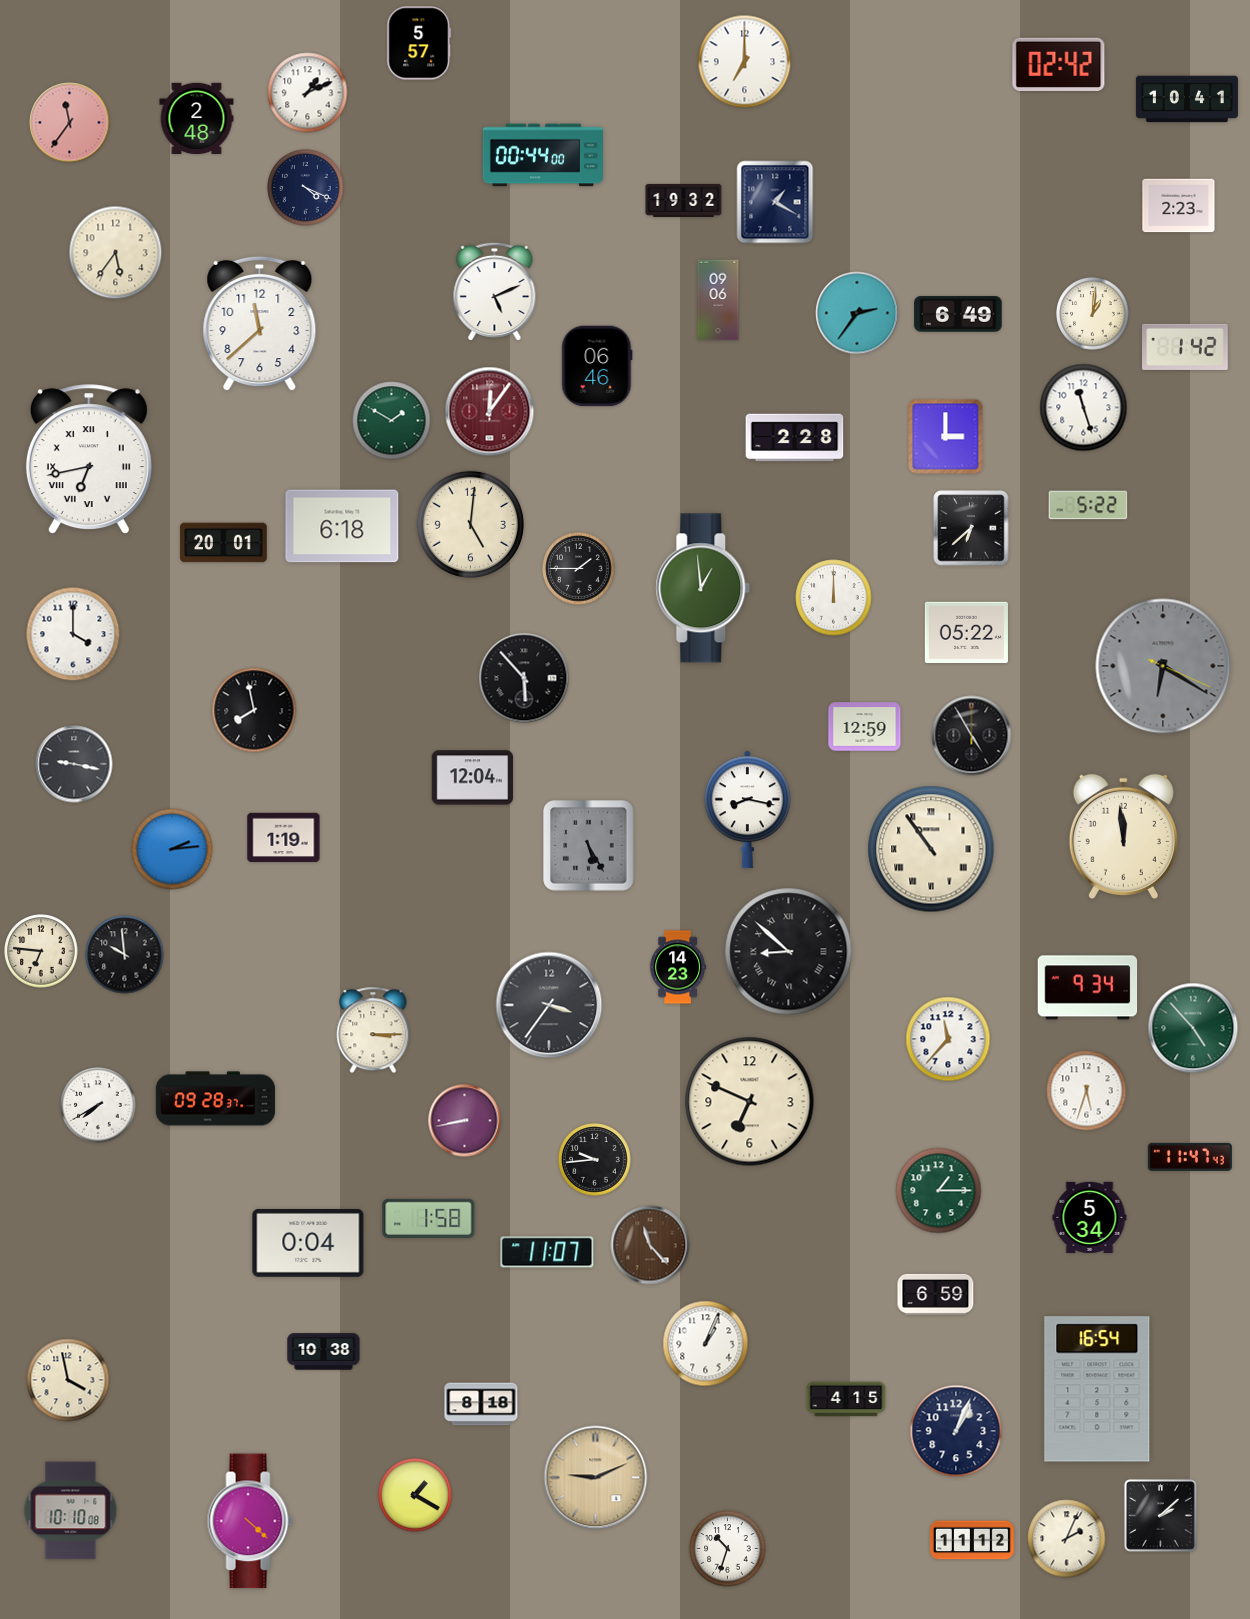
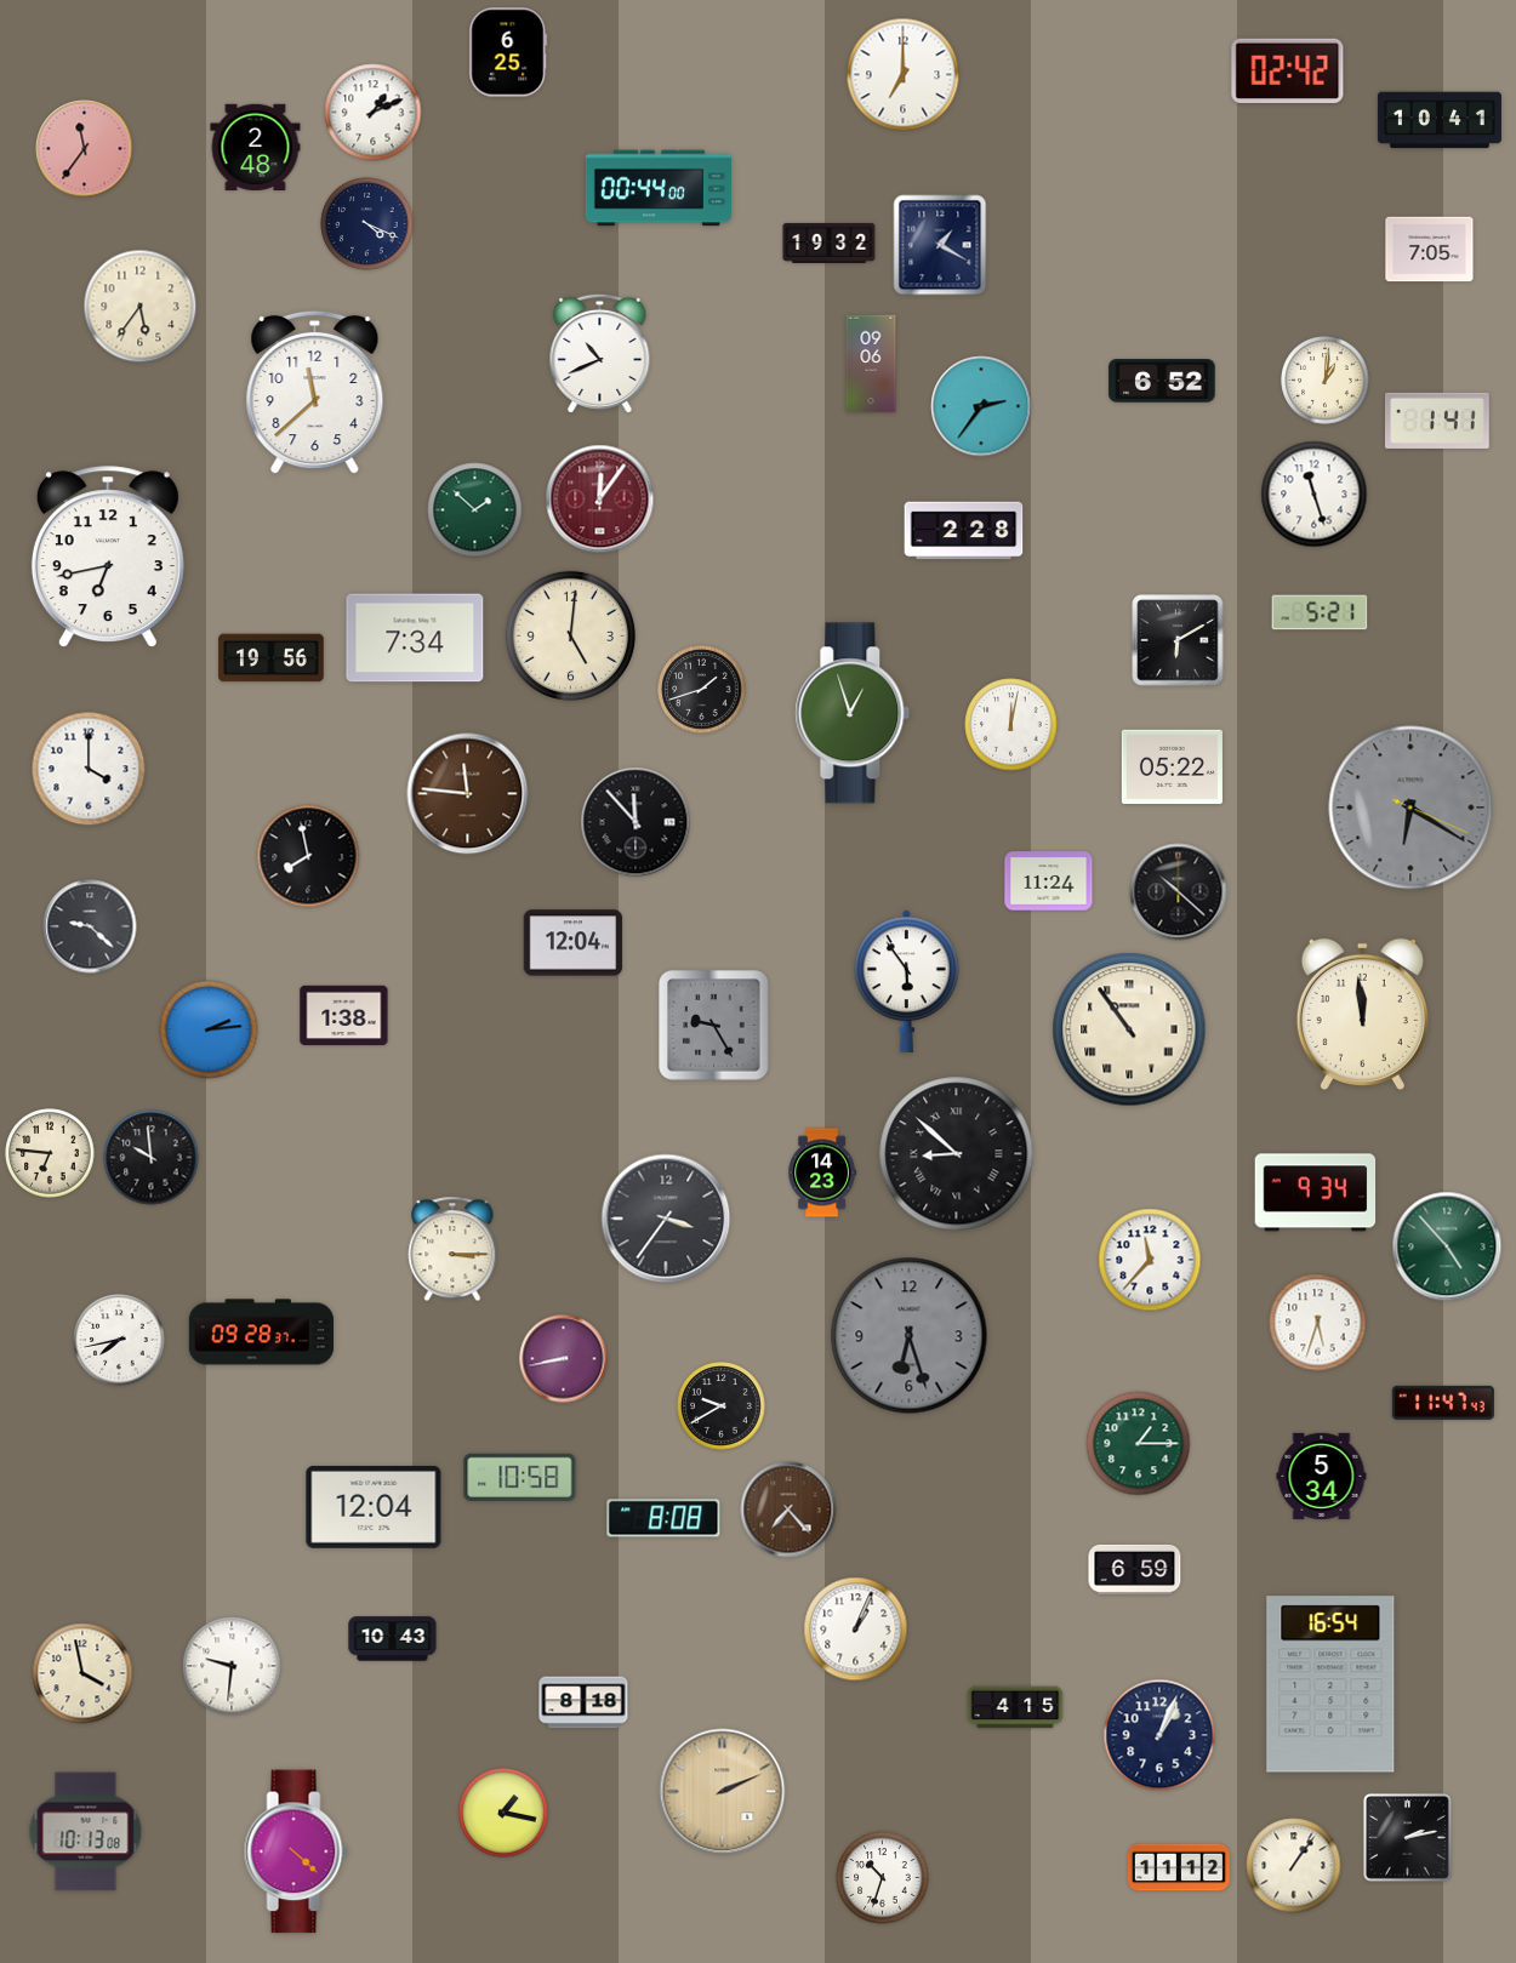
clock at (419, 43): 5:57 -> 6:25
clock at (1059, 64) position: (1059, 64) -> (1288, 70)
clock at (197, 118) position: (197, 118) -> (256, 147)
clock at (306, 188) position: (306, 188) -> (367, 224)
clock at (1179, 206): 2:23 -> 7:05
clock at (495, 292): 5:11 -> 10:41
clock at (857, 313) position: (857, 313) -> (981, 406)
clock at (958, 314): 6:49 -> 6:52
clock at (1186, 347): 1:42 -> 1:41
clock at (597, 366): 06:46 -> none
clock at (490, 412) position: (490, 412) -> (600, 500)
clock at (392, 421): 1:50 -> 1:52
clock at (946, 437): 3:00 -> none
clock at (89, 459) numerals: Roman -> Arabic
clock at (1088, 505): 5:22 -> 5:21
clock at (342, 526): 6:18 -> 7:34
clock at (971, 528): 6:38 -> 6:10
clock at (224, 543): 20:01 -> 19:56
clock at (579, 569): 1:45 -> 1:42
clock at (703, 588): 12:59 -> 12:57
clock at (834, 598): 12:00 -> 12:02
clock at (468, 794): none -> 11:46
clock at (524, 678): 5:53 -> 11:53
clock at (254, 710) position: (254, 710) -> (308, 856)
clock at (865, 727): 12:59 -> 11:24
clock at (972, 736): 4:55 -> 10:22
clock at (74, 764): 9:17 -> 9:22
clock at (747, 810): 8:17 -> 5:54
clock at (284, 838): 1:19 -> 1:38
clock at (589, 846): 5:25 -> 9:25
clock at (1088, 988) position: (1088, 988) -> (1316, 1193)
clock at (750, 1102): 6:49 -> 6:27
clock at (750, 1102) dial: cream -> grey
clock at (98, 1105): 7:40 -> 7:43
clock at (595, 1160): 9:44 -> 9:40
clock at (429, 1218): 1:58 -> 10:58
clock at (308, 1243): 0:04 -> 12:04
clock at (650, 1245): 11:23 -> 7:23
clock at (547, 1252): 11:07 -> 8:08
clock at (324, 1352): 10:38 -> 10:43
clock at (232, 1666): none -> 9:31
clock at (846, 1399) position: (846, 1399) -> (1015, 1707)
clock at (596, 1478): 9:11 -> 2:11
clock at (415, 1495): 1:20 -> 1:17
clock at (71, 1511): 10:10 -> 10:13
clock at (1160, 1515): 2:08 -> 2:13
clock at (250, 1521) position: (250, 1521) -> (296, 1851)
clock at (1067, 1539): 2:04 -> 1:06
